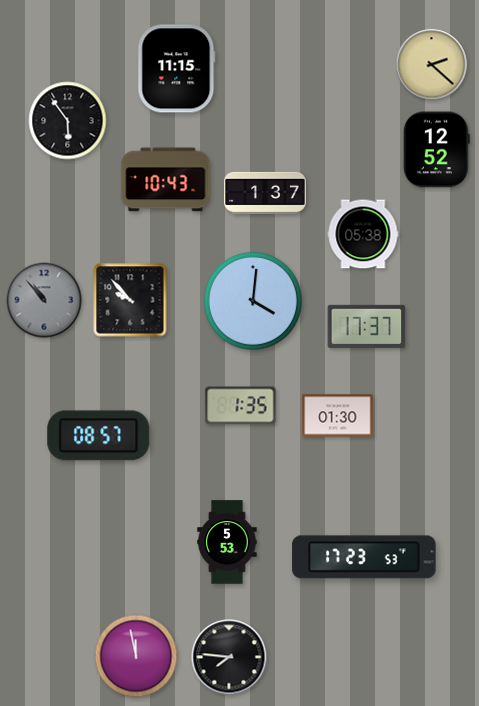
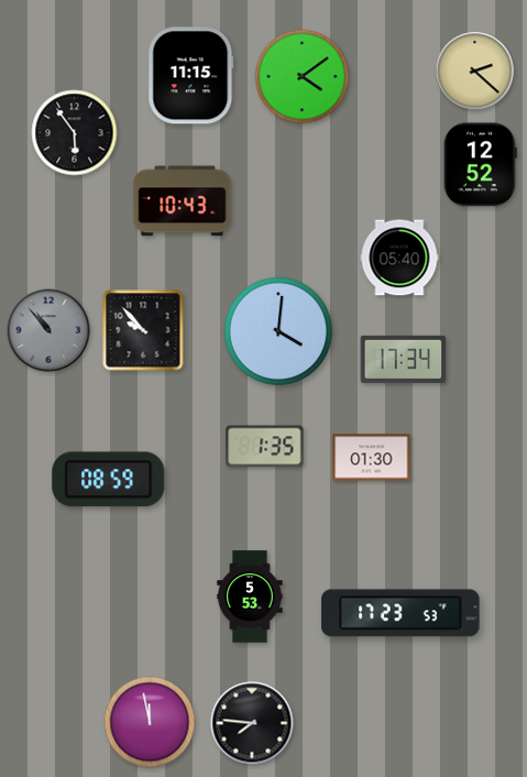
clock at (177, 69) position: (177, 69) -> (191, 76)
clock at (303, 77): none -> 4:09
clock at (166, 180) position: (166, 180) -> (183, 201)
clock at (265, 193): 1:37 -> none
clock at (363, 234): 05:38 -> 05:40
clock at (367, 326): 17:37 -> 17:34
clock at (99, 436): 08:57 -> 08:59
